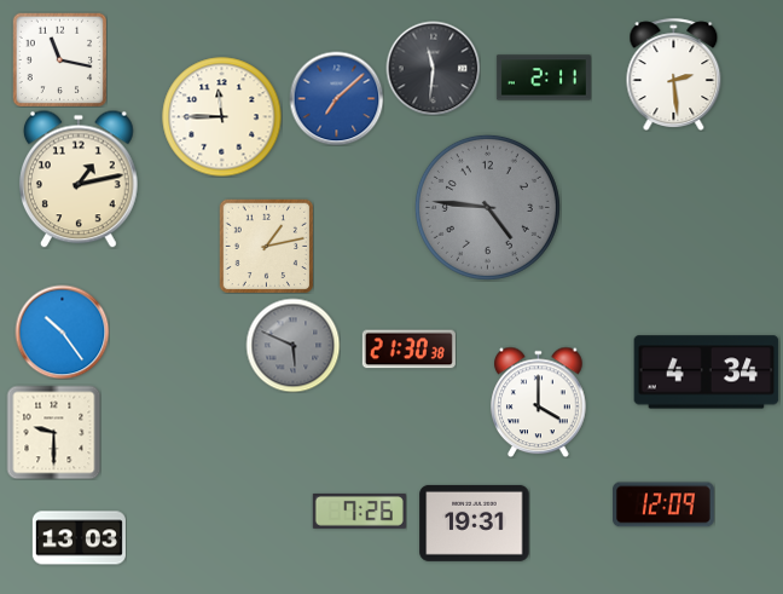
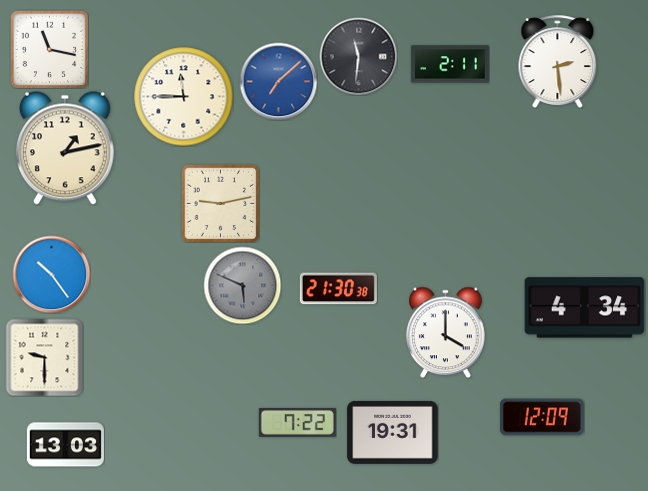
clock at (487, 207): 4:46 -> none
clock at (266, 246): 1:13 -> 9:13
clock at (665, 504) position: (665, 504) -> (543, 417)
clock at (359, 512): 7:26 -> 7:22
